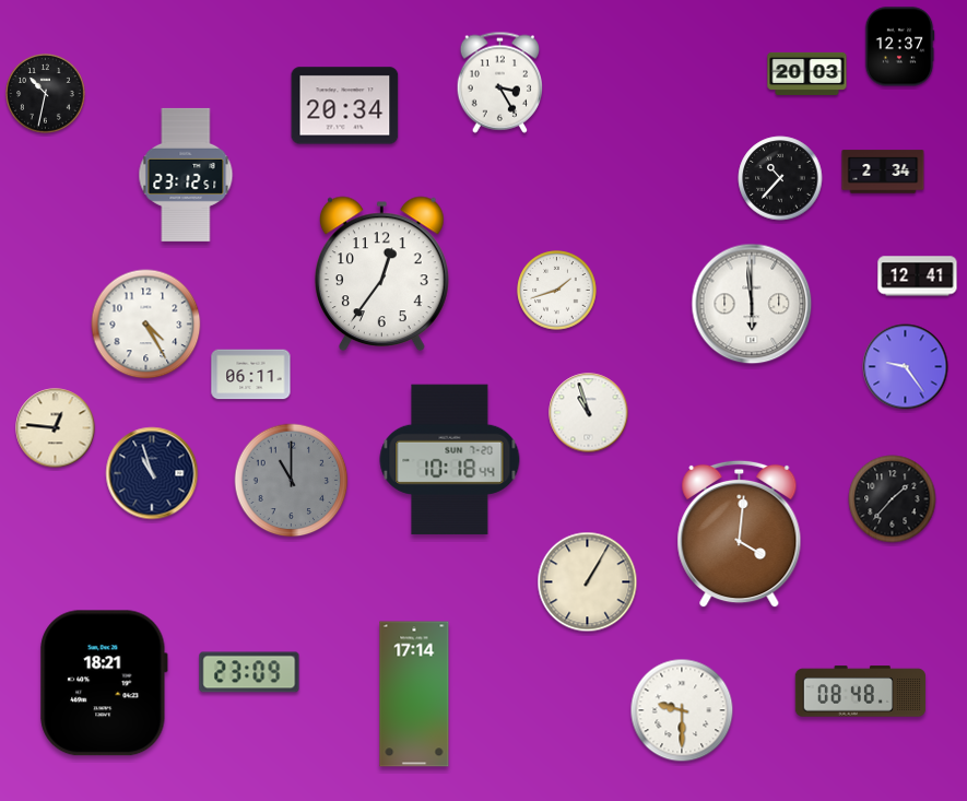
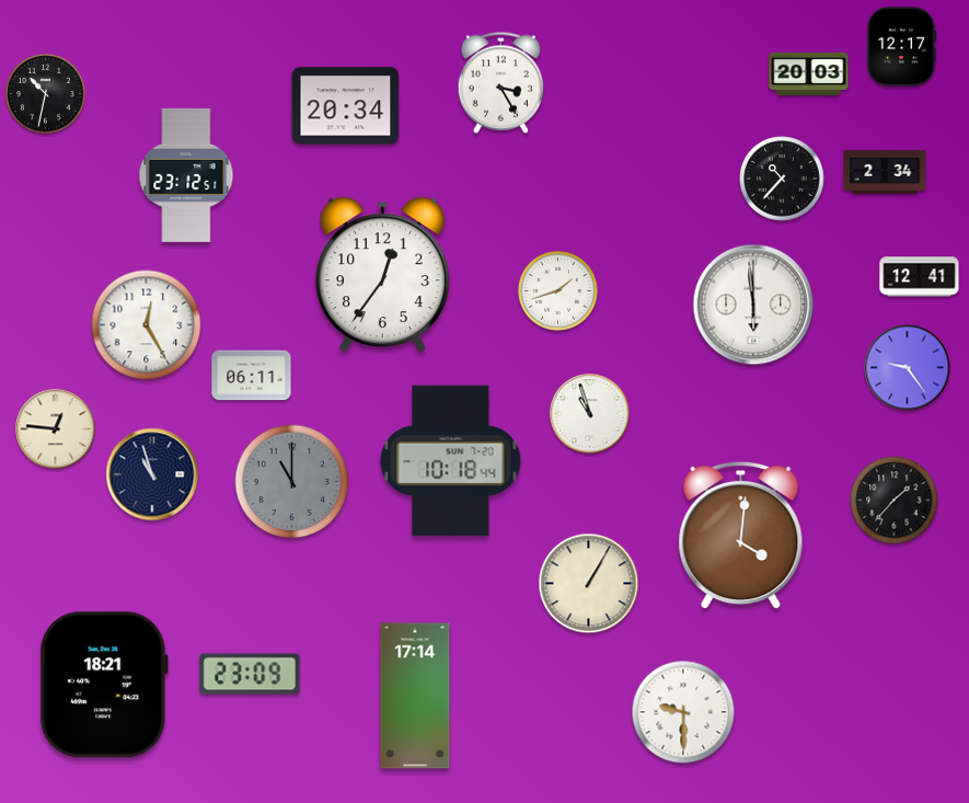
clock at (899, 47): 12:37 -> 12:17
clock at (146, 325): 4:25 -> 12:25
clock at (861, 692): 08:48 -> none
